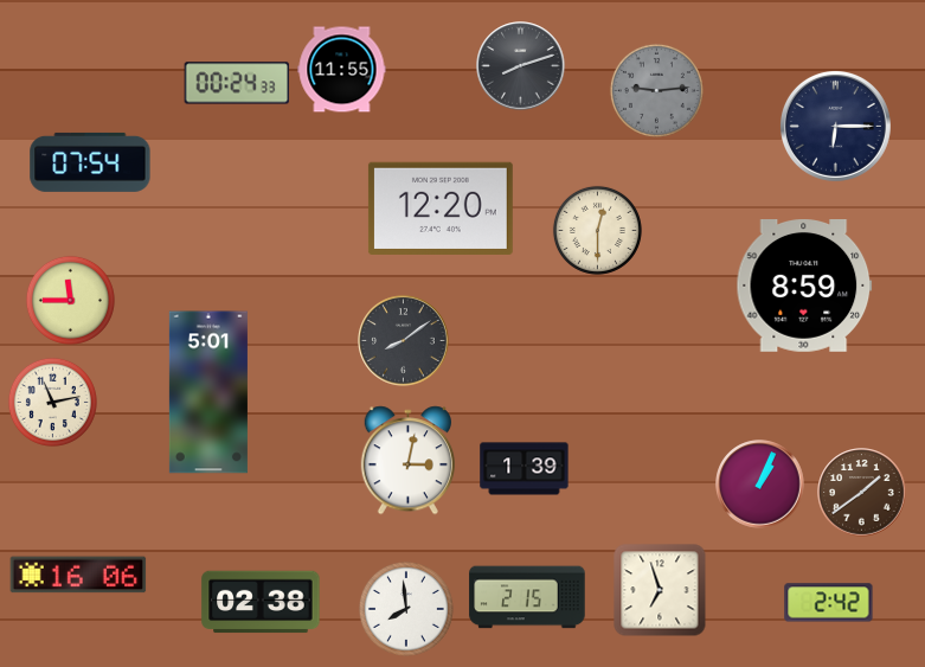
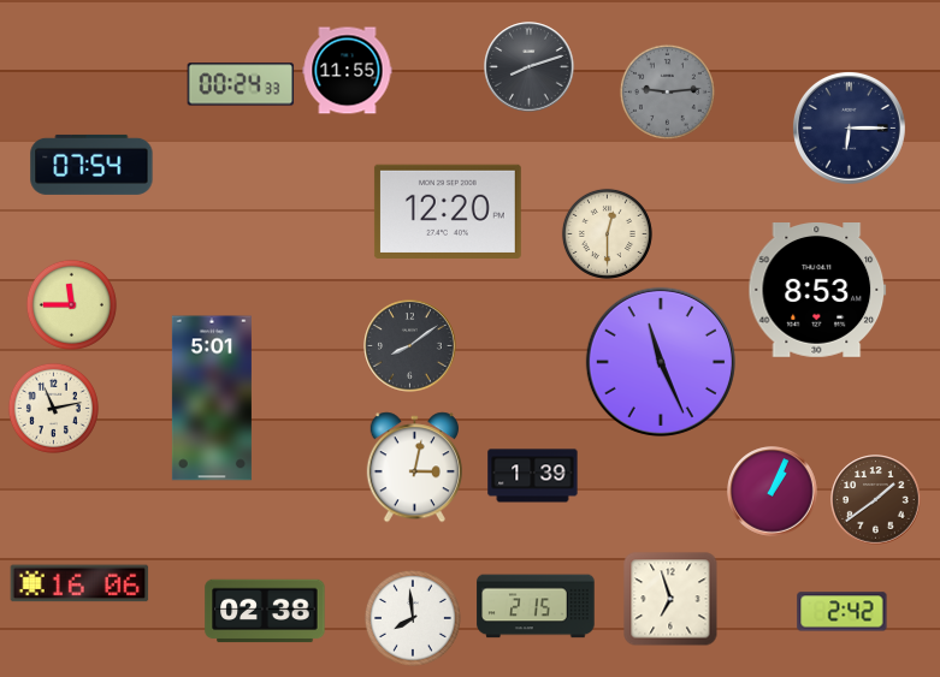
clock at (804, 287): 8:59 -> 8:53
clock at (661, 362): none -> 11:26
